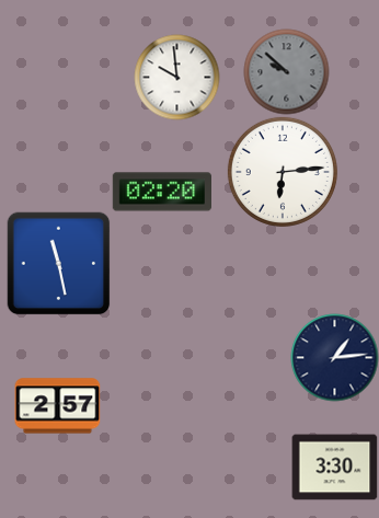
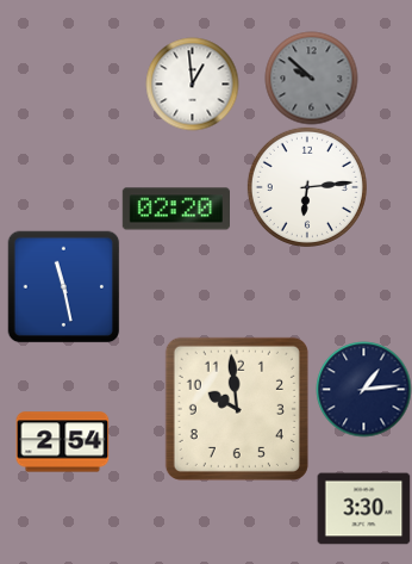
clock at (176, 77): 9:59 -> 12:59
clock at (237, 409): none -> 9:59
clock at (57, 406): 2:57 -> 2:54
